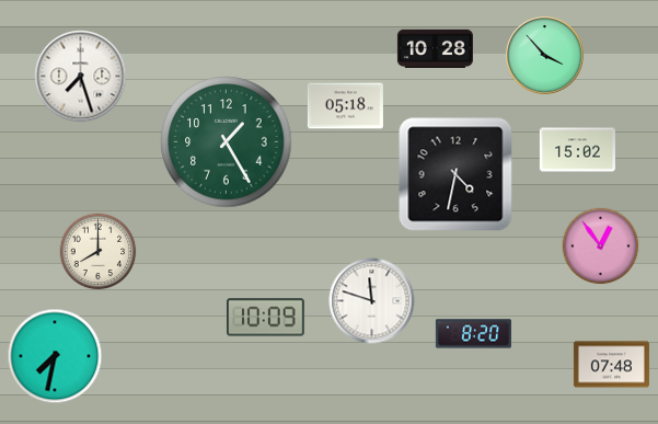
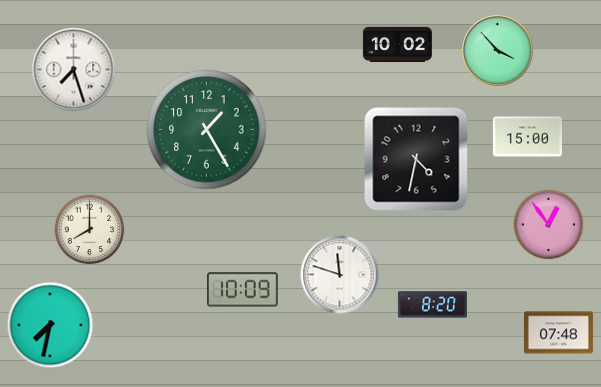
clock at (435, 48): 10:28 -> 10:02
clock at (345, 106): 05:18 -> none
clock at (577, 150): 15:02 -> 15:00
